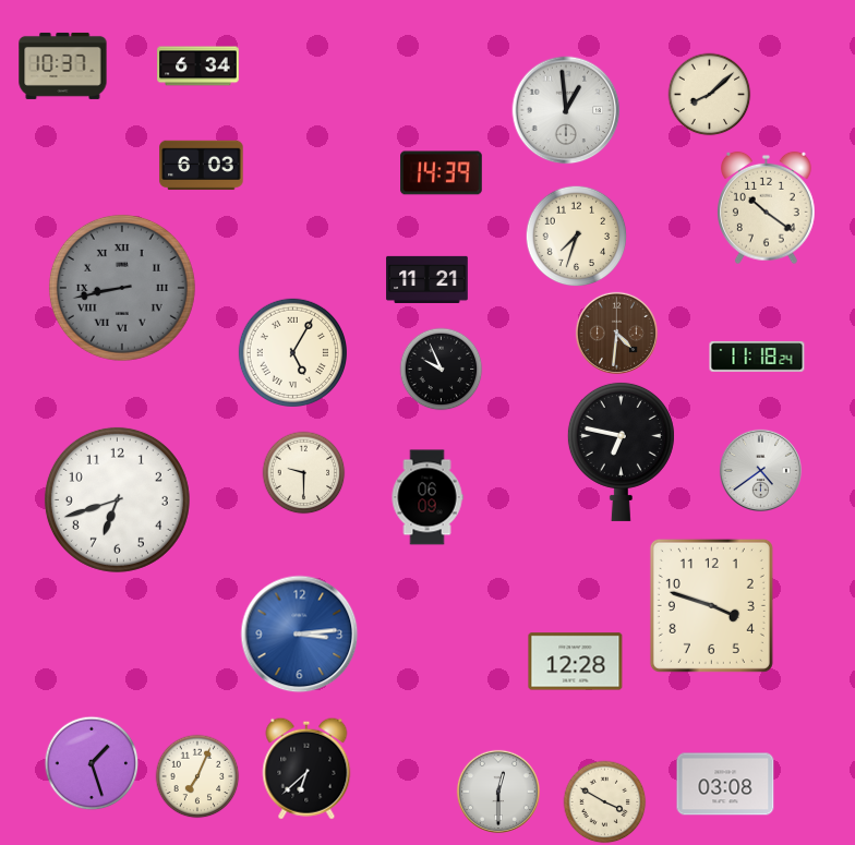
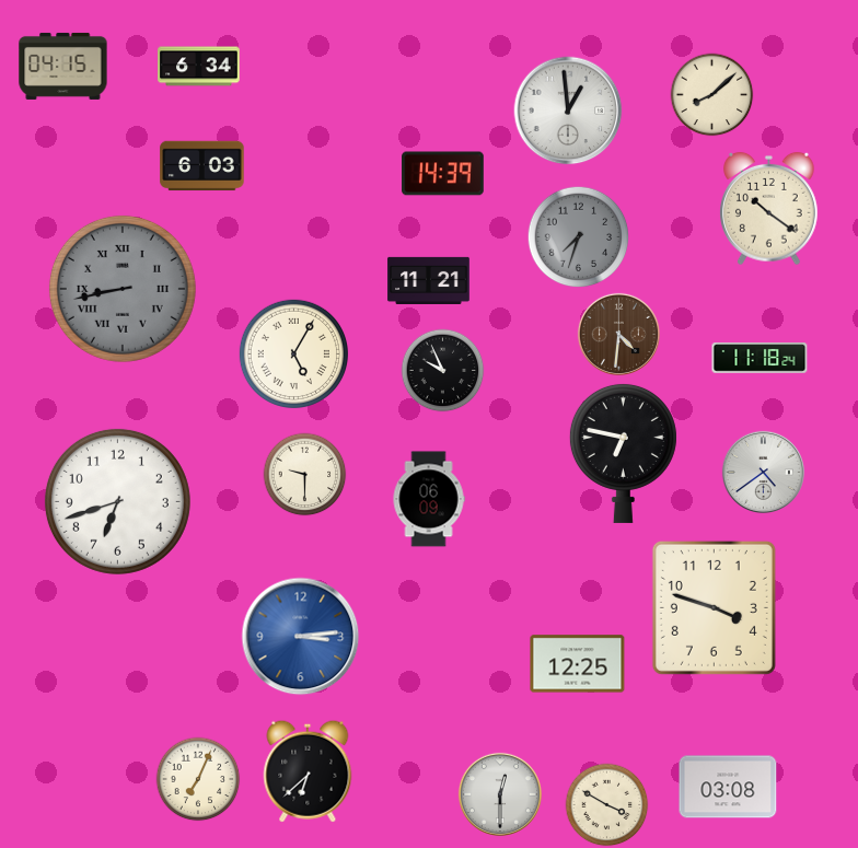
clock at (63, 65): 10:37 -> 04:15
clock at (577, 237) dial: cream -> grey
clock at (576, 662): 12:28 -> 12:25
clock at (92, 763): 1:27 -> none
